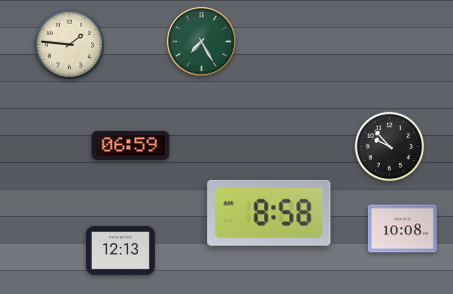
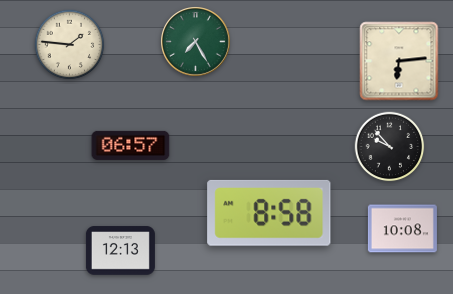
clock at (202, 42) position: (202, 42) -> (196, 42)
clock at (399, 61): none -> 6:14
clock at (131, 145): 06:59 -> 06:57
